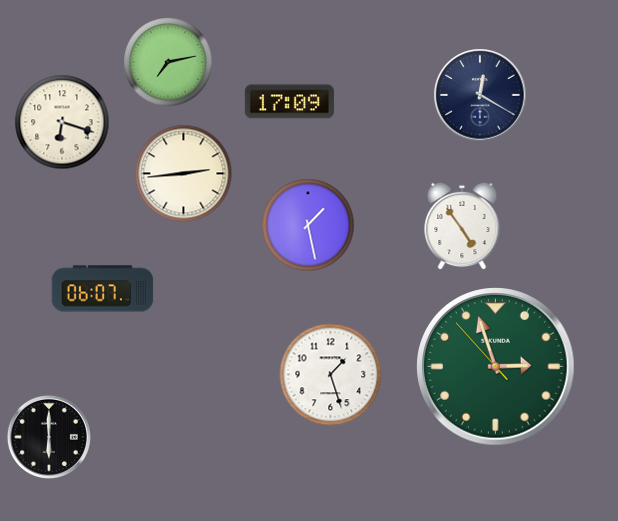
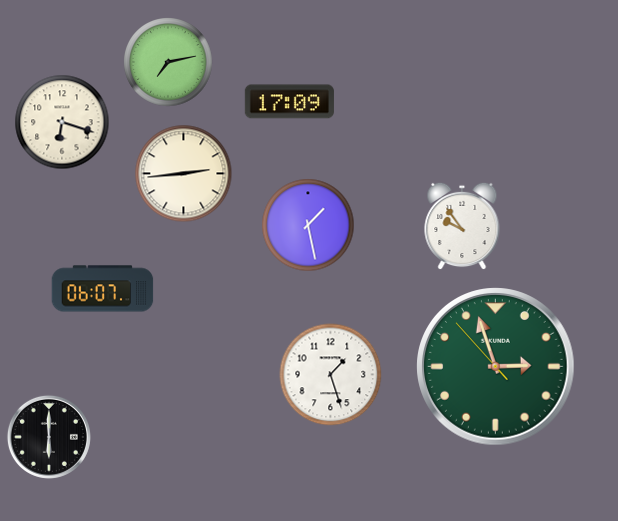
clock at (480, 95): 12:20 -> none
clock at (462, 226): 4:54 -> 9:54
